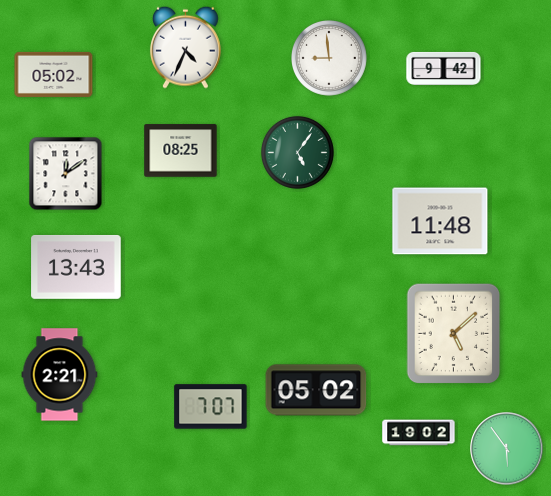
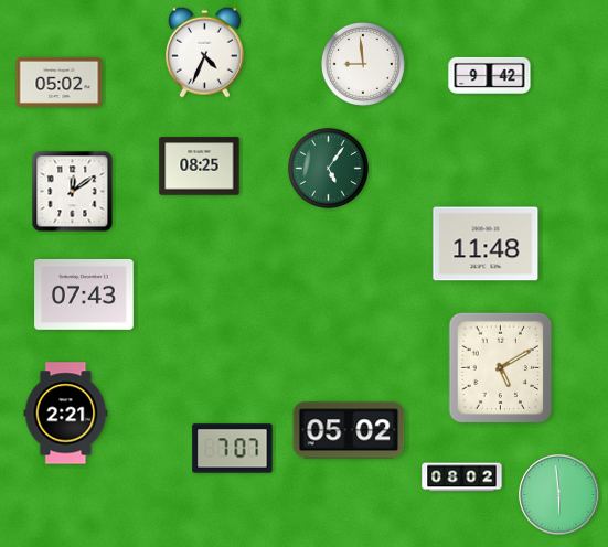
clock at (76, 267): 13:43 -> 07:43
clock at (454, 334): 5:08 -> 5:10
clock at (419, 433): 19:02 -> 08:02
clock at (507, 449): 5:54 -> 5:59
